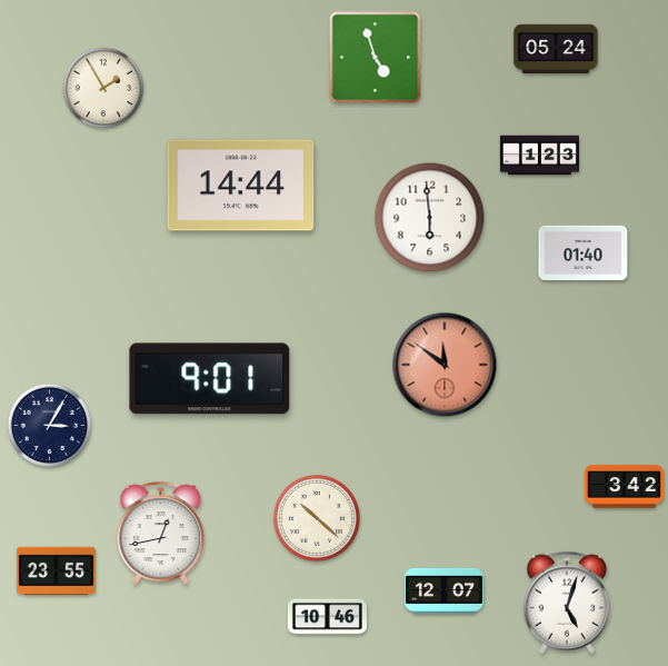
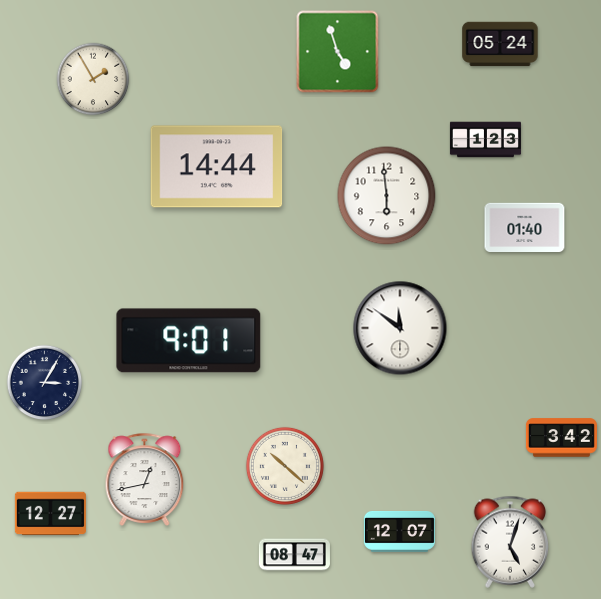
clock at (445, 365) dial: salmon -> white
clock at (56, 571): 23:55 -> 12:27
clock at (327, 617): 10:46 -> 08:47
